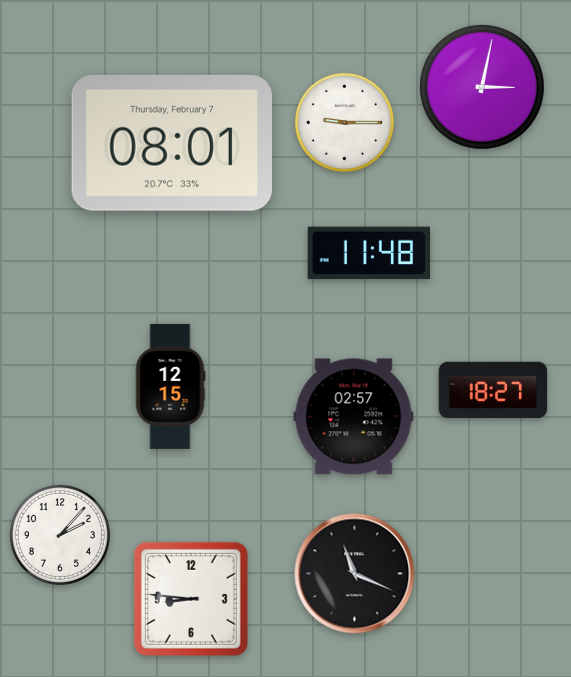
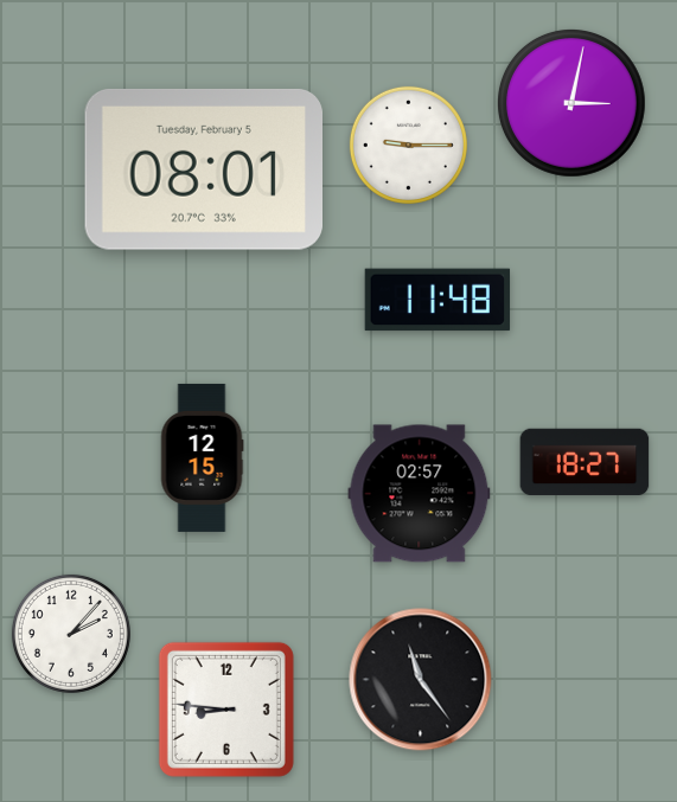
clock at (171, 143) date: Thursday, February 7 -> Tuesday, February 5
clock at (355, 574): 11:19 -> 11:24
